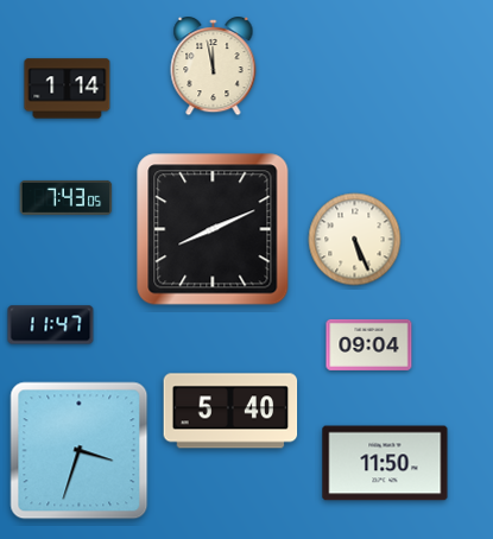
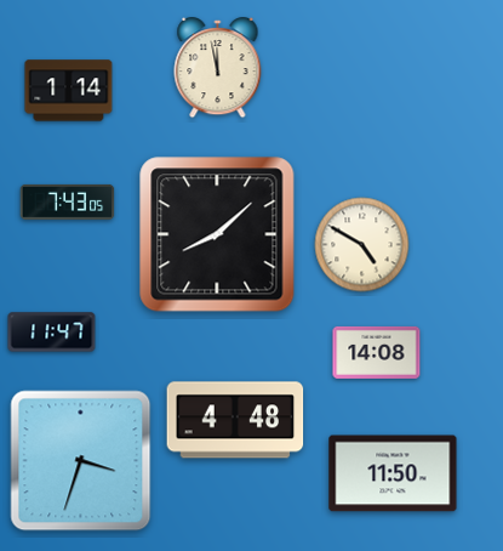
clock at (213, 229): 8:11 -> 8:08
clock at (355, 240): 5:26 -> 4:50
clock at (369, 344): 09:04 -> 14:08
clock at (230, 411): 5:40 -> 4:48
